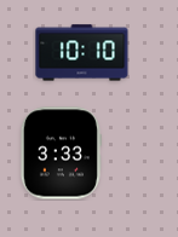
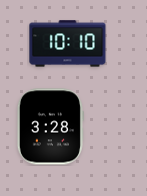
clock at (61, 154): 3:33 -> 3:28
